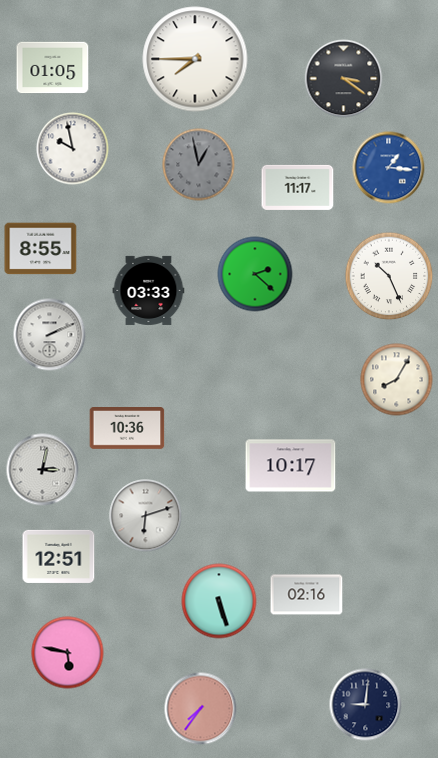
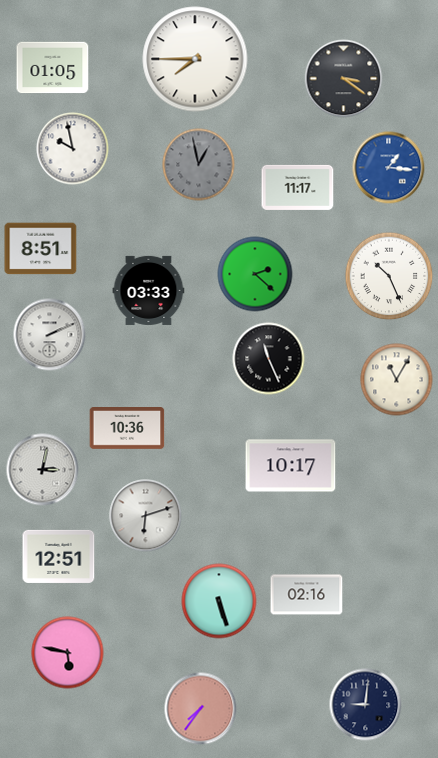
clock at (41, 249): 8:55 -> 8:51
clock at (269, 359): none -> 11:26
clock at (397, 380): 8:05 -> 11:05
